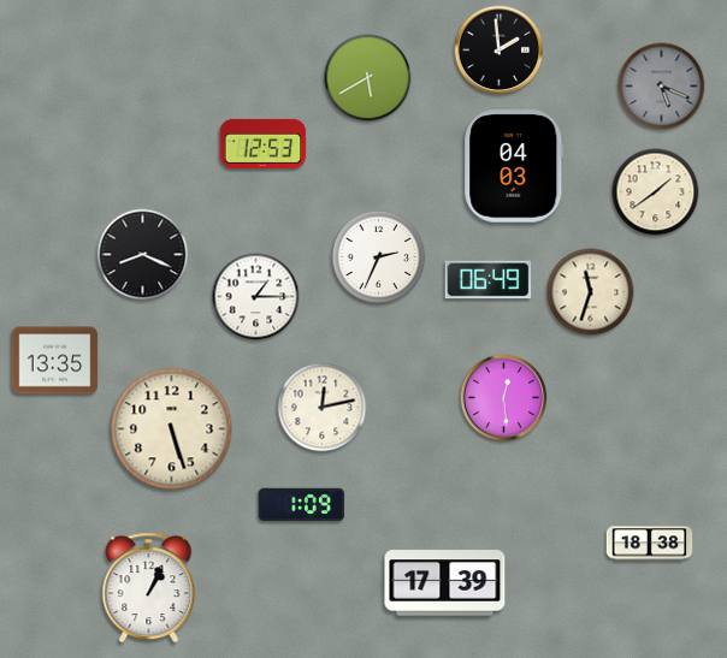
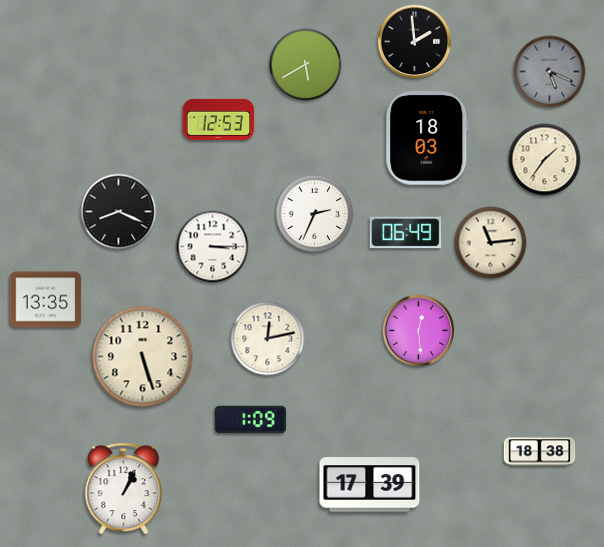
clock at (514, 166): 04:03 -> 18:03
clock at (656, 192): 1:39 -> 1:36
clock at (591, 292): 11:33 -> 11:14
clock at (256, 297): 1:15 -> 3:15
